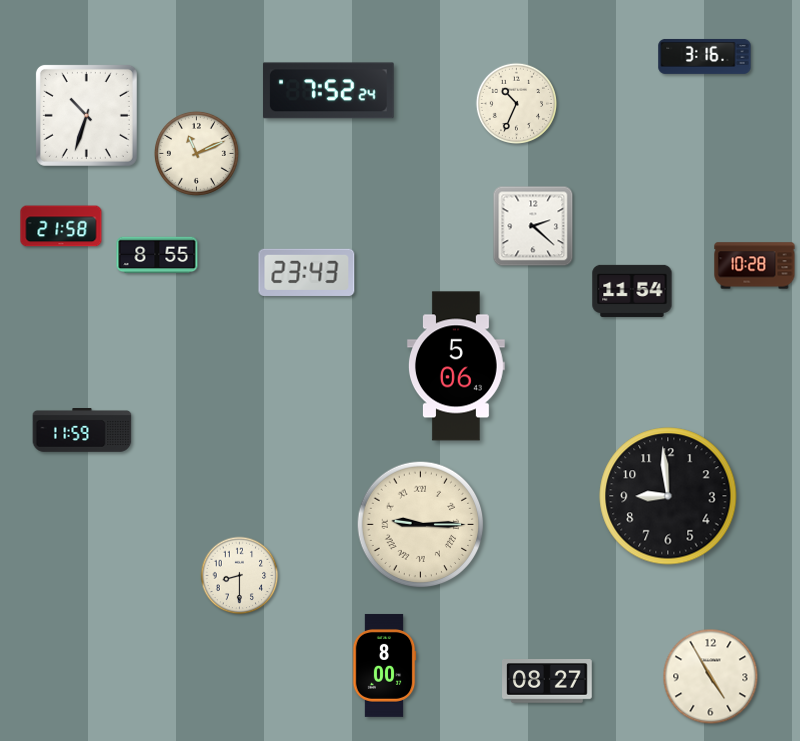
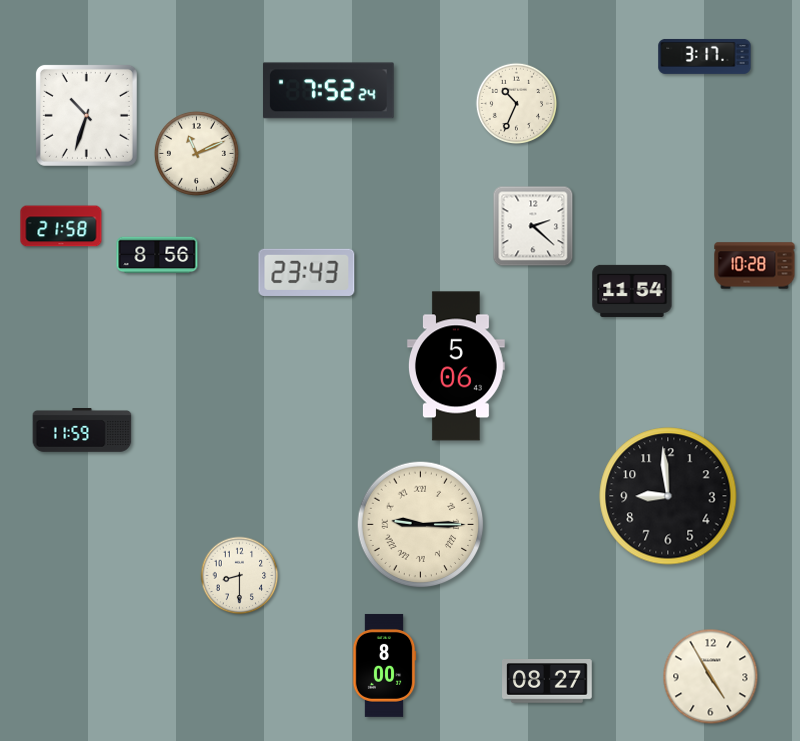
clock at (705, 56): 3:16 -> 3:17
clock at (157, 255): 8:55 -> 8:56
